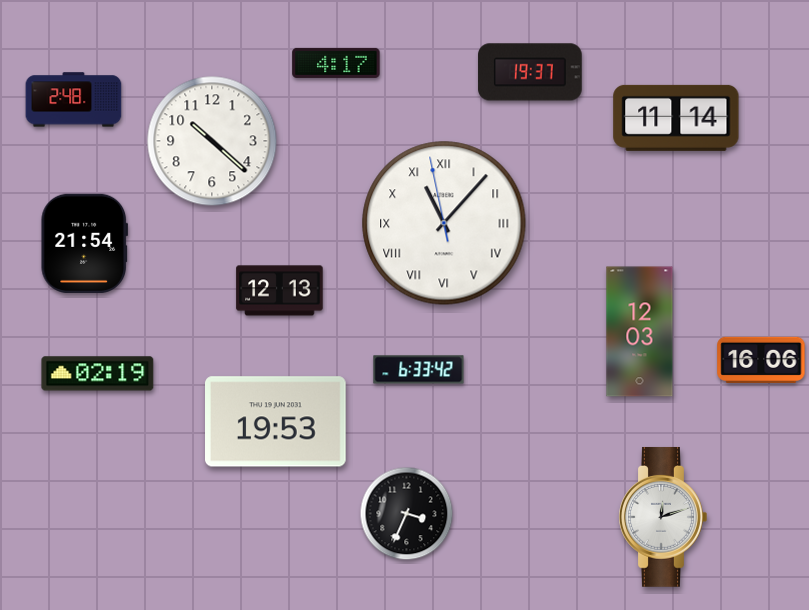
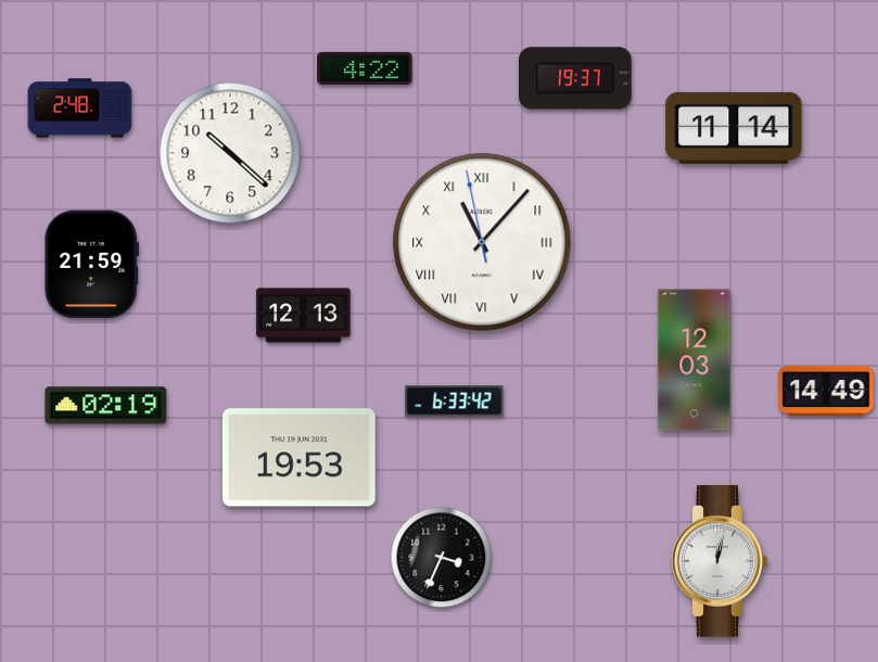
clock at (336, 63): 4:17 -> 4:22
clock at (84, 243): 21:54 -> 21:59
clock at (761, 360): 16:06 -> 14:49
clock at (663, 517): 12:12 -> 12:02
